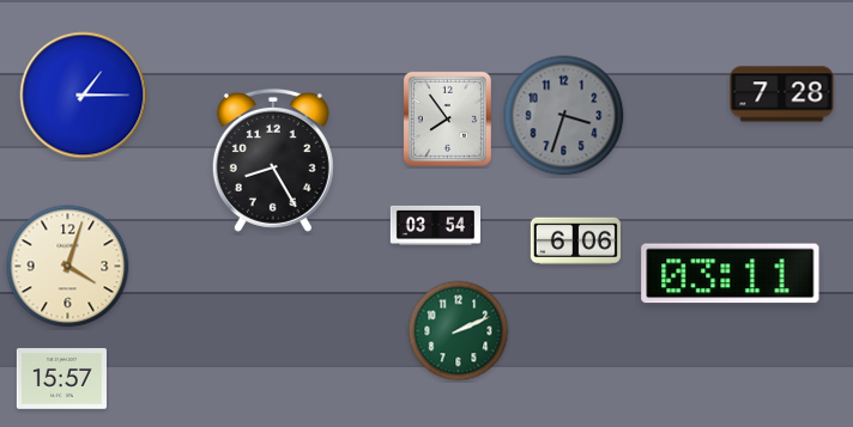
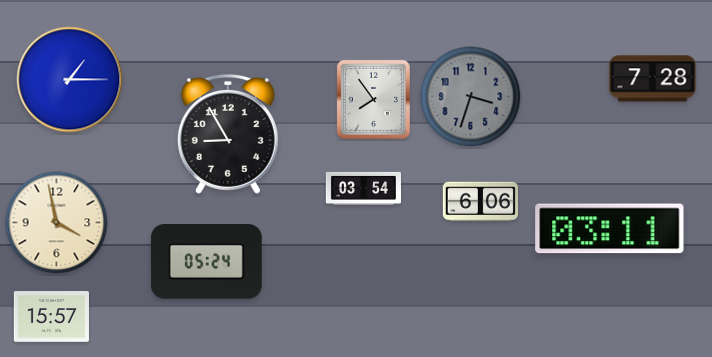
clock at (273, 160): 8:25 -> 8:55
clock at (68, 267): 4:03 -> 3:58
clock at (206, 262): none -> 05:24
clock at (459, 331): 2:11 -> none
